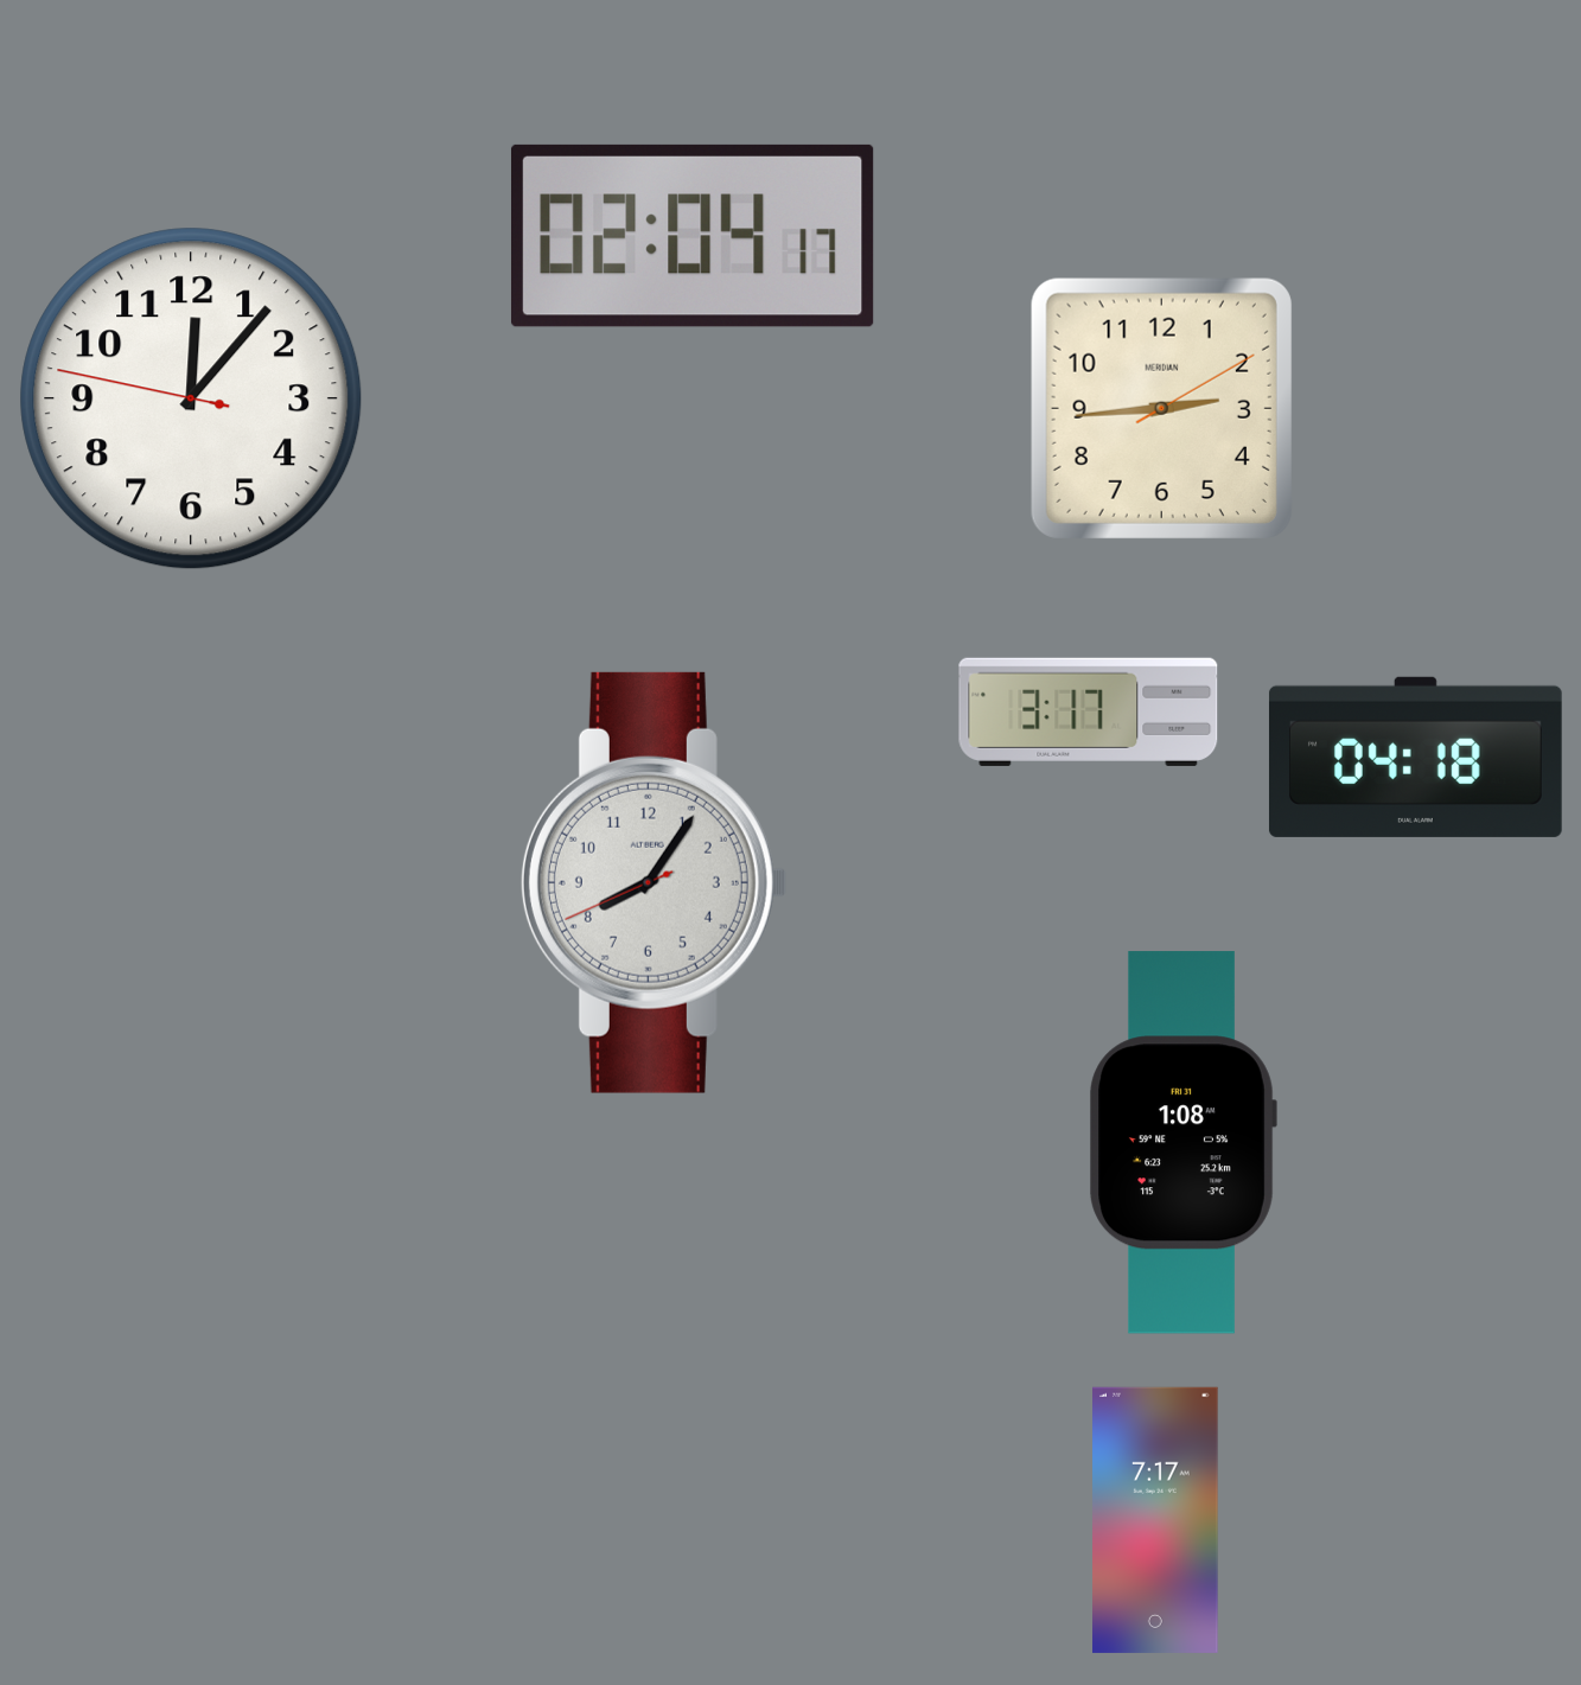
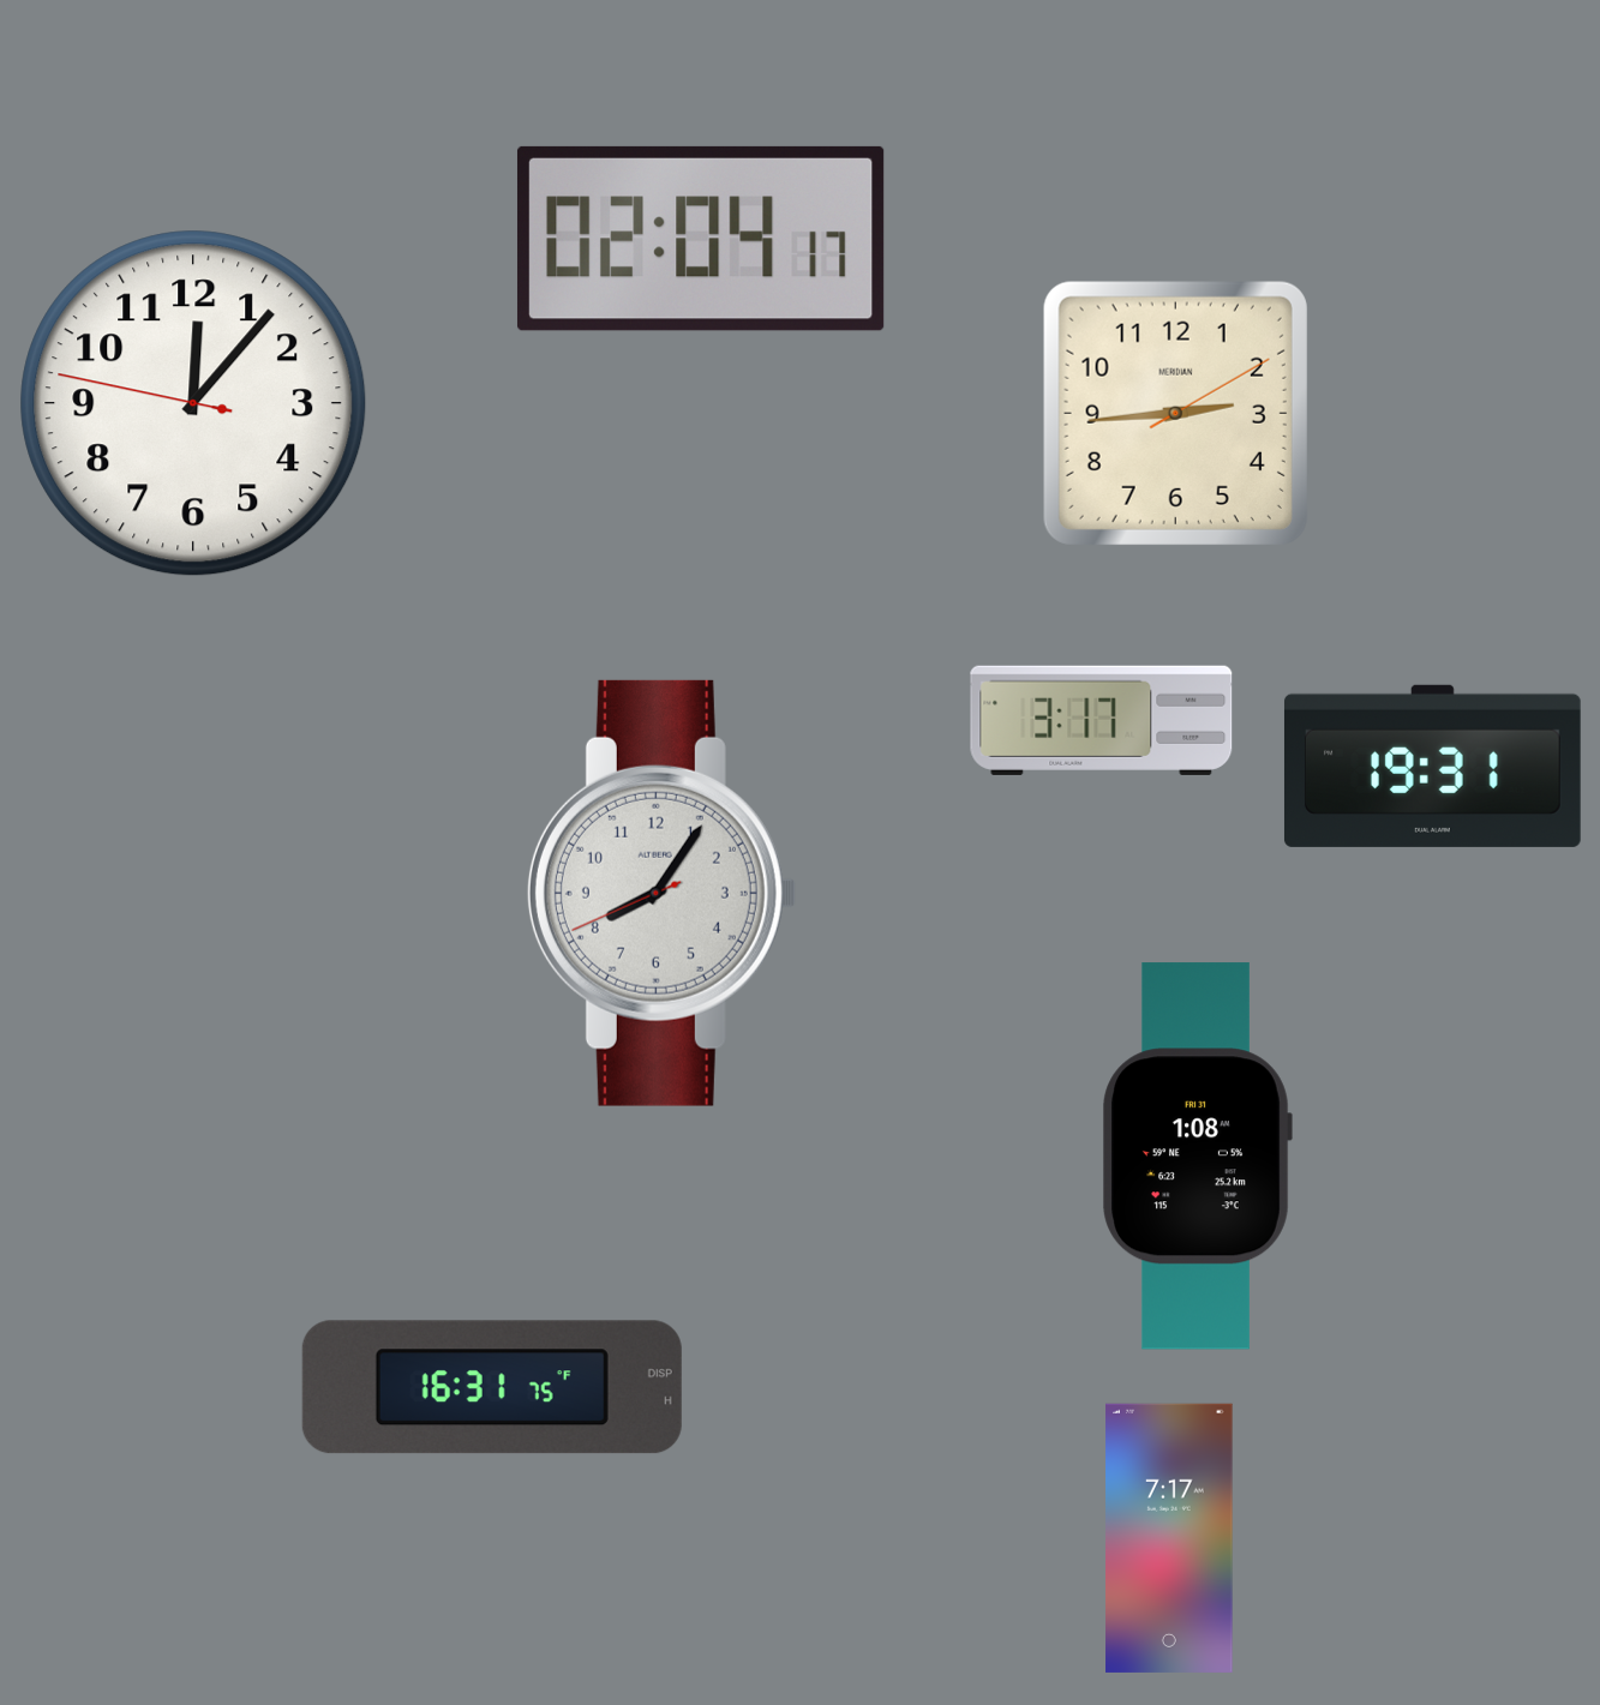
clock at (1415, 757): 04:18 -> 19:31
clock at (492, 1387): none -> 16:31
